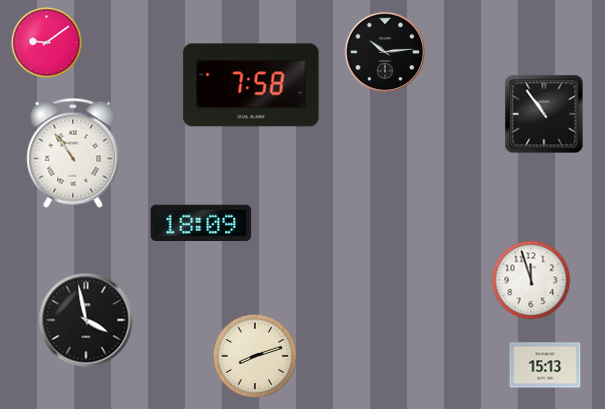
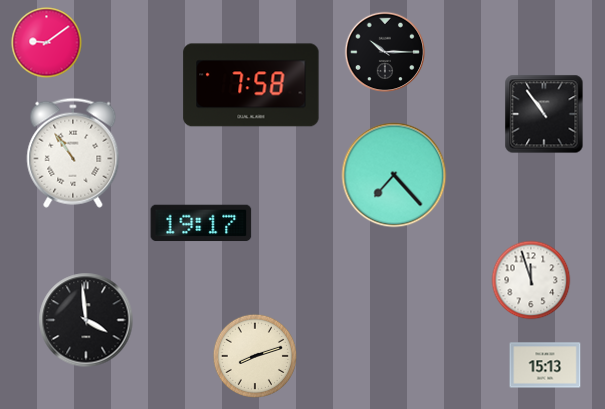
clock at (385, 52): 10:14 -> 10:15
clock at (394, 175): none -> 7:23
clock at (201, 223): 18:09 -> 19:17
clock at (86, 320): 3:58 -> 3:59
